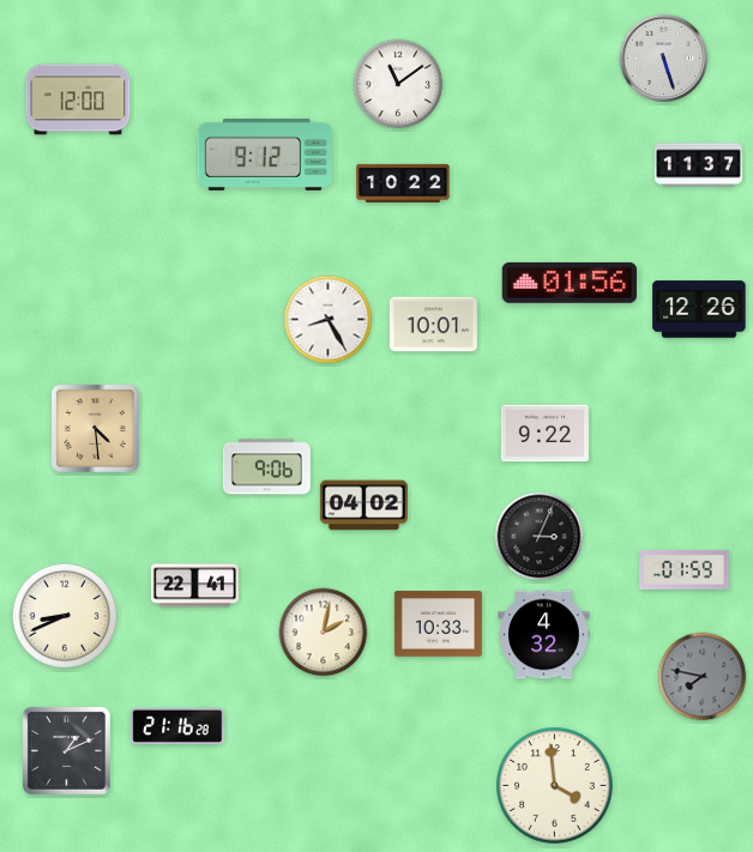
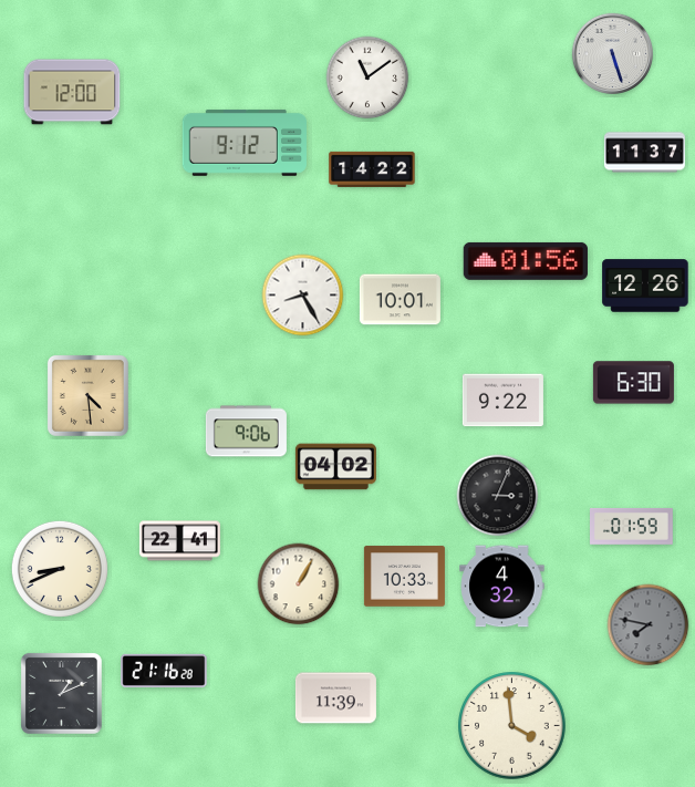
clock at (403, 183): 10:22 -> 14:22
clock at (633, 383): none -> 6:30
clock at (324, 633): 2:02 -> 1:05
clock at (335, 698): none -> 11:39
